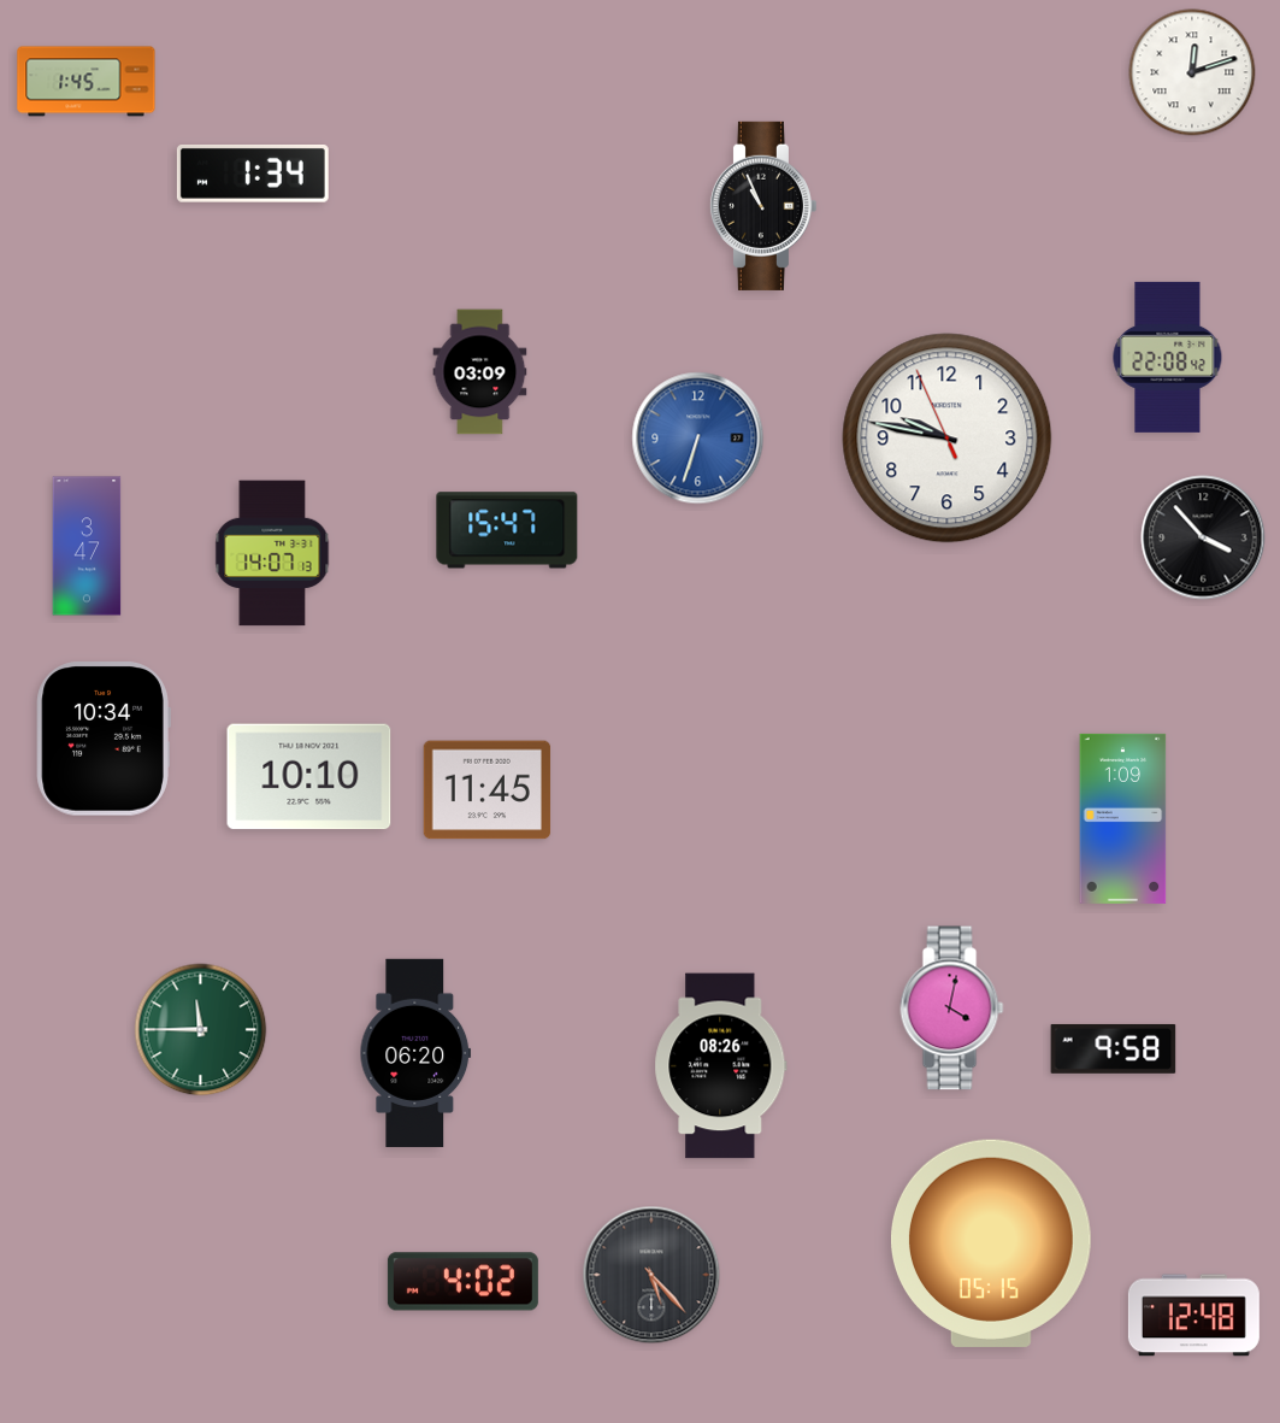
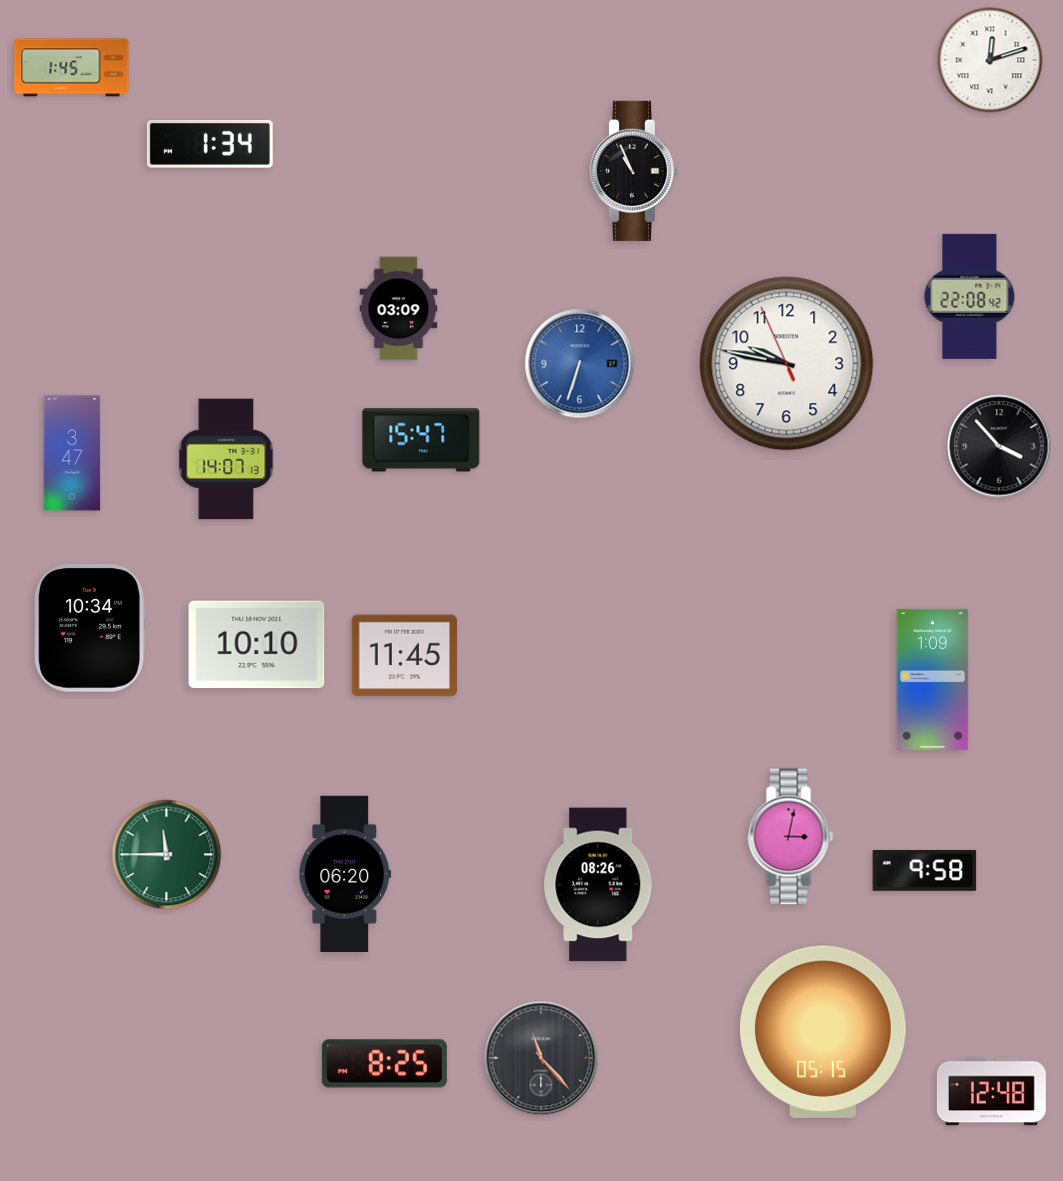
clock at (104, 739) position: (104, 739) -> (90, 628)
clock at (952, 1009): 4:02 -> 3:02
clock at (651, 1275): 5:23 -> 11:23
clock at (462, 1282): 4:02 -> 8:25
